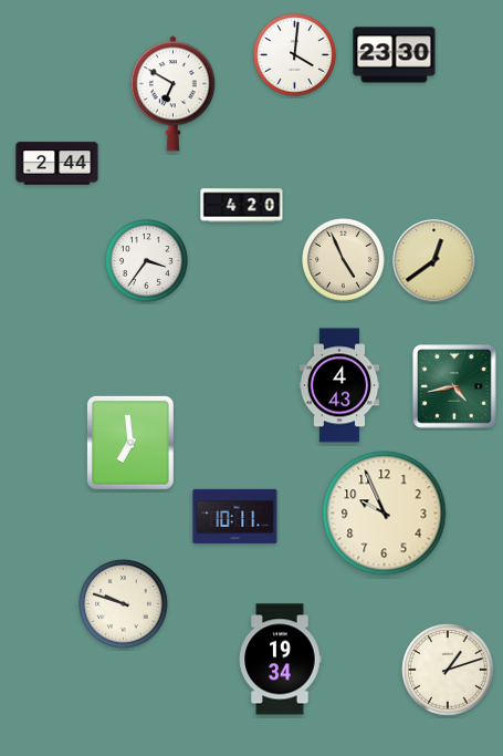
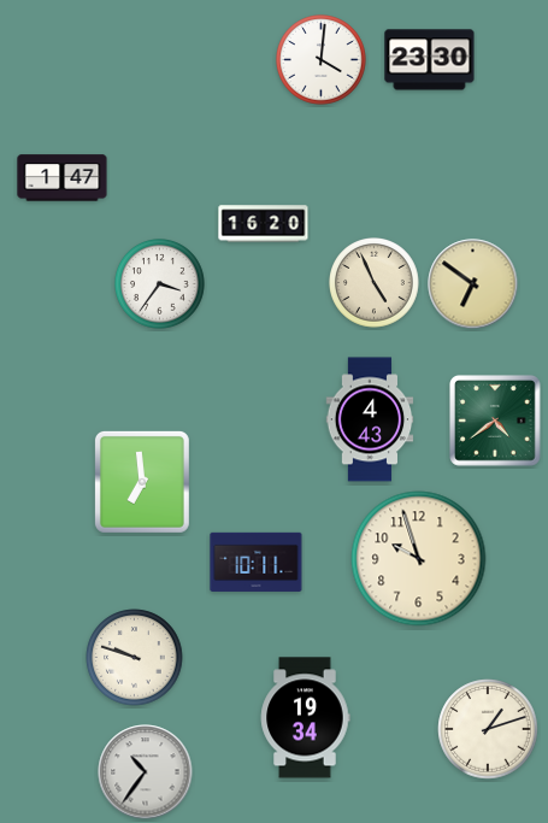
clock at (172, 94): 6:50 -> none
clock at (57, 164): 2:44 -> 1:47
clock at (242, 206): 4:20 -> 16:20
clock at (434, 261): 12:39 -> 6:51
clock at (455, 387): 4:43 -> 4:39
clock at (385, 514): 9:56 -> 9:57
clock at (146, 772): none -> 10:36
